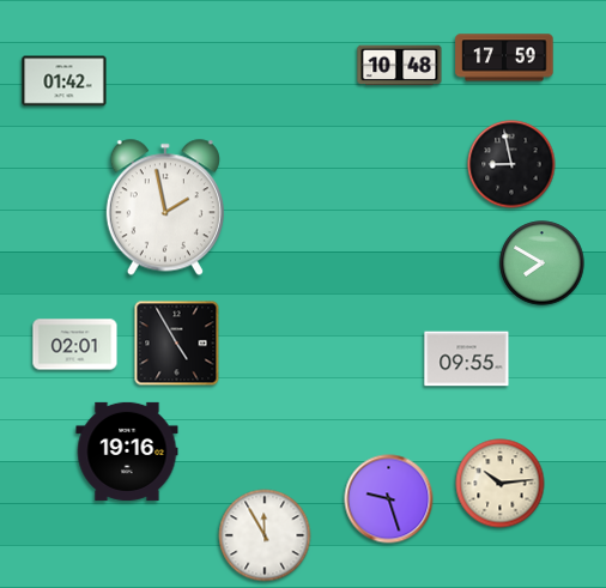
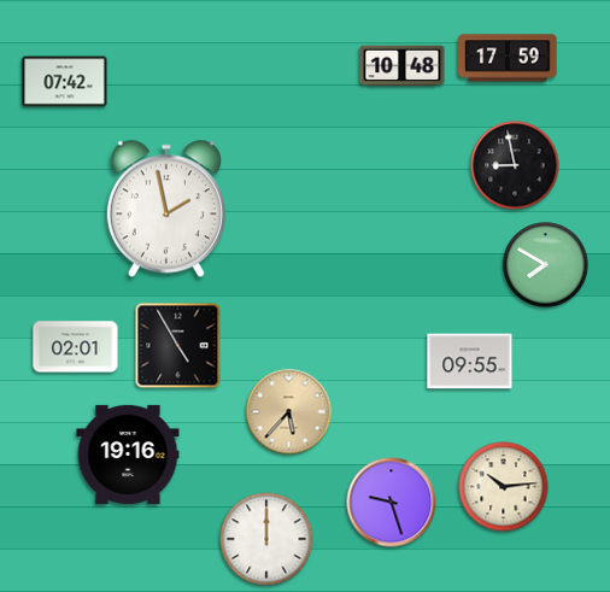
clock at (65, 81): 01:42 -> 07:42
clock at (289, 412): none -> 5:37
clock at (265, 535): 11:55 -> 12:00
